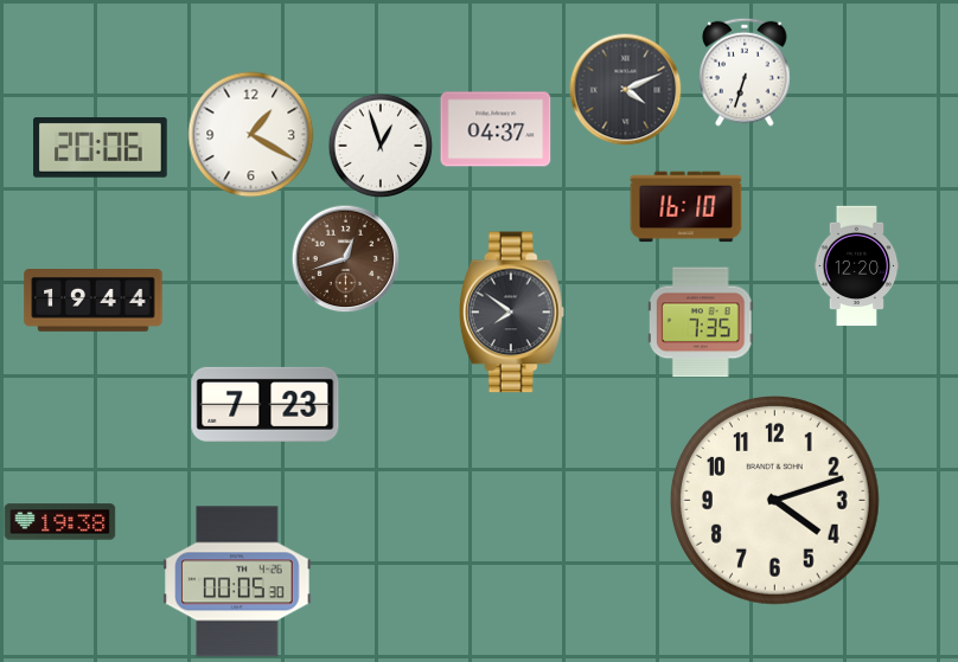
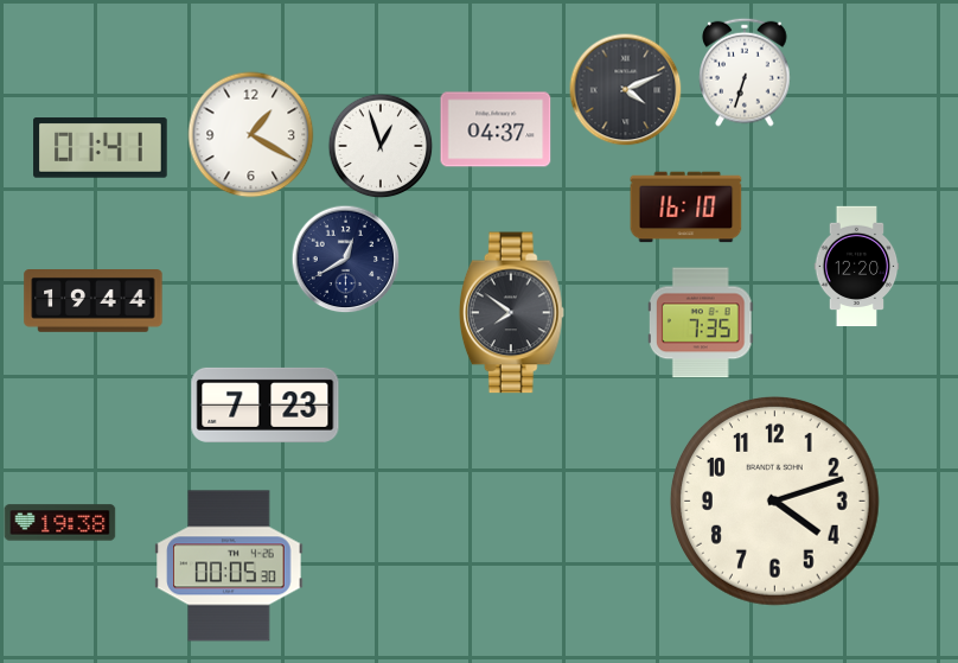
clock at (101, 148): 20:06 -> 01:41
clock at (345, 258): 12:42 -> 12:40
clock at (345, 258) dial: brown -> navy
clock at (237, 581) position: (237, 581) -> (229, 566)
